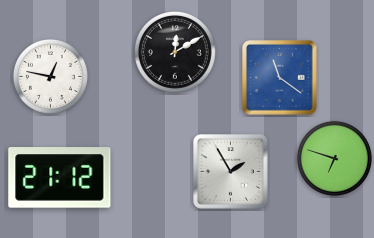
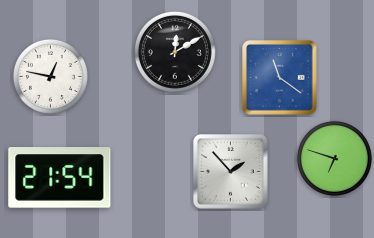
clock at (231, 172): 1:55 -> 1:53
clock at (60, 178): 21:12 -> 21:54
